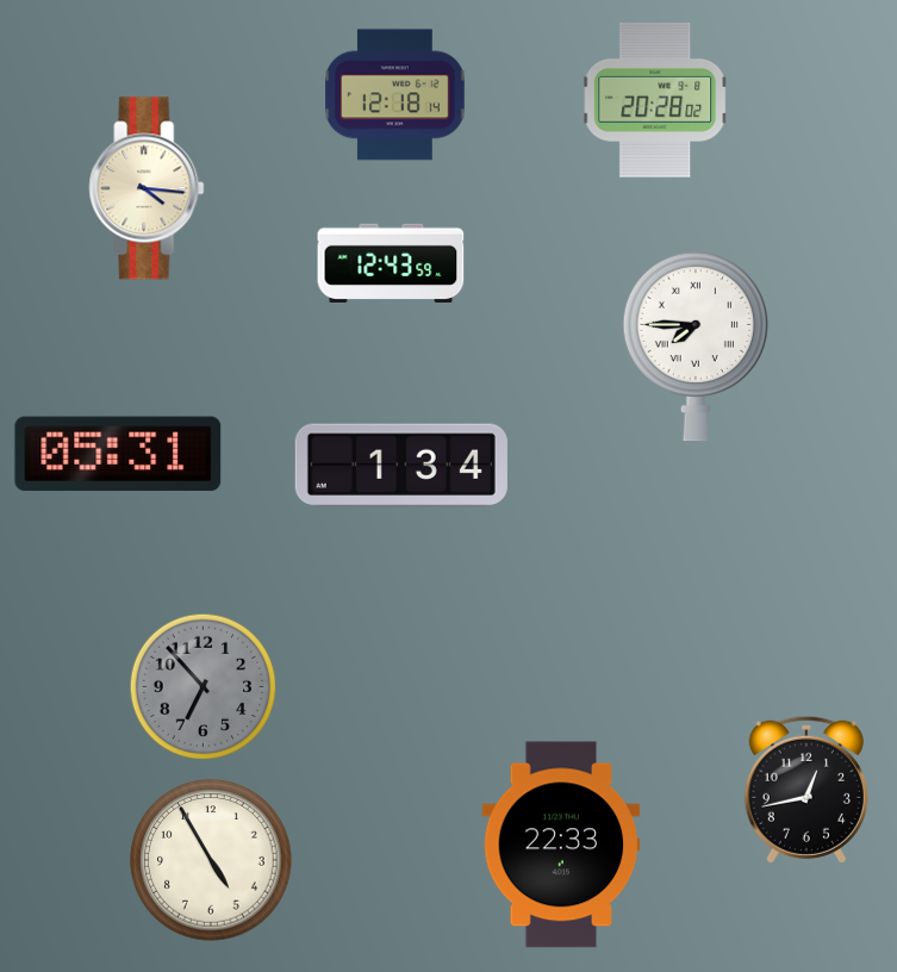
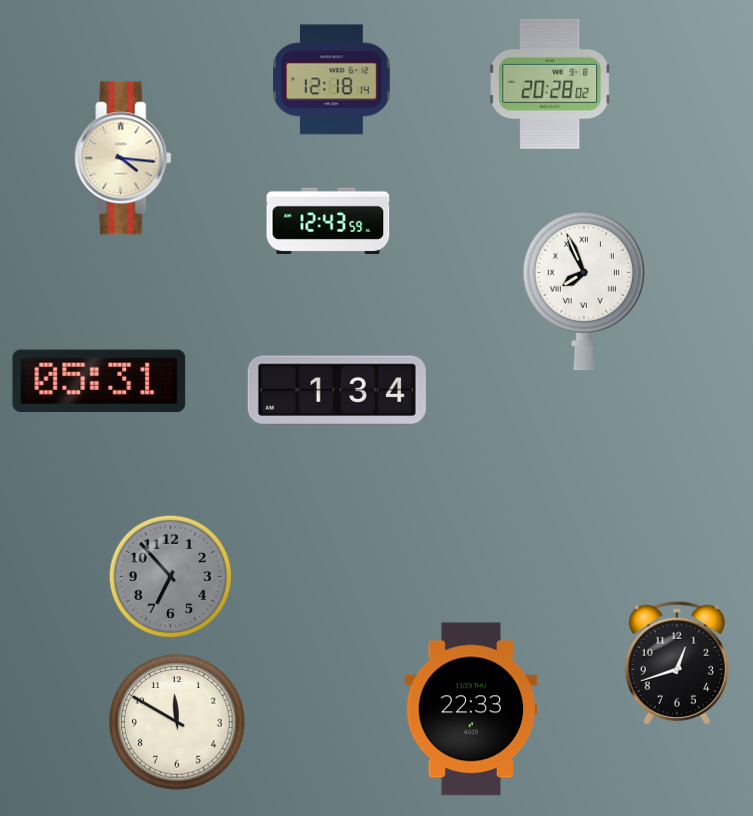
clock at (696, 347): 7:45 -> 7:56
clock at (806, 790): 12:43 -> 12:42
clock at (211, 860): 4:55 -> 11:50
